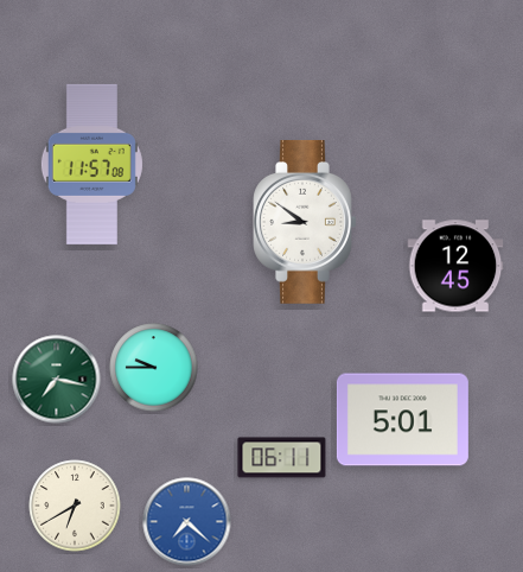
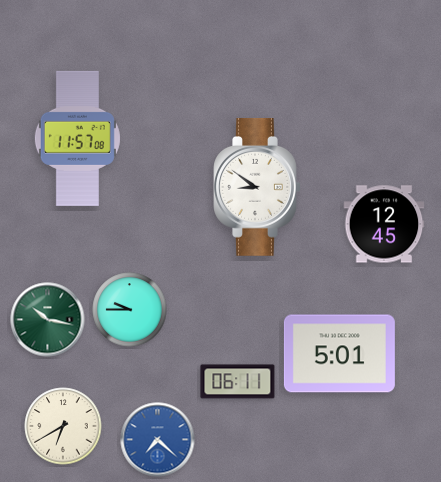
clock at (57, 380): 7:17 -> 10:17
clock at (282, 458) position: (282, 458) -> (238, 382)
